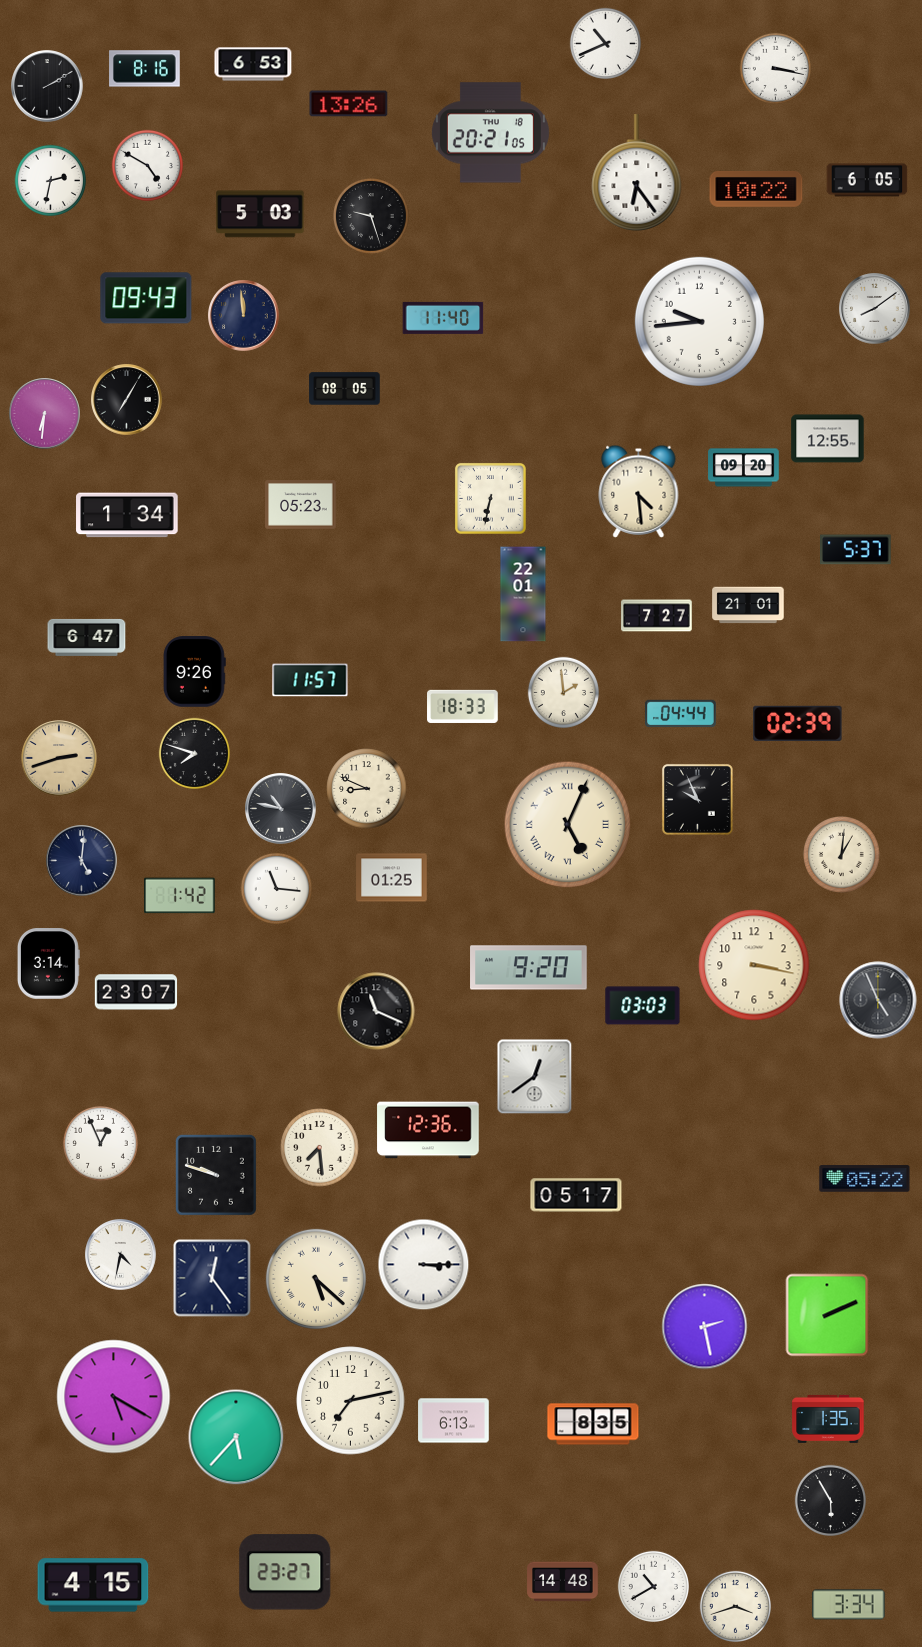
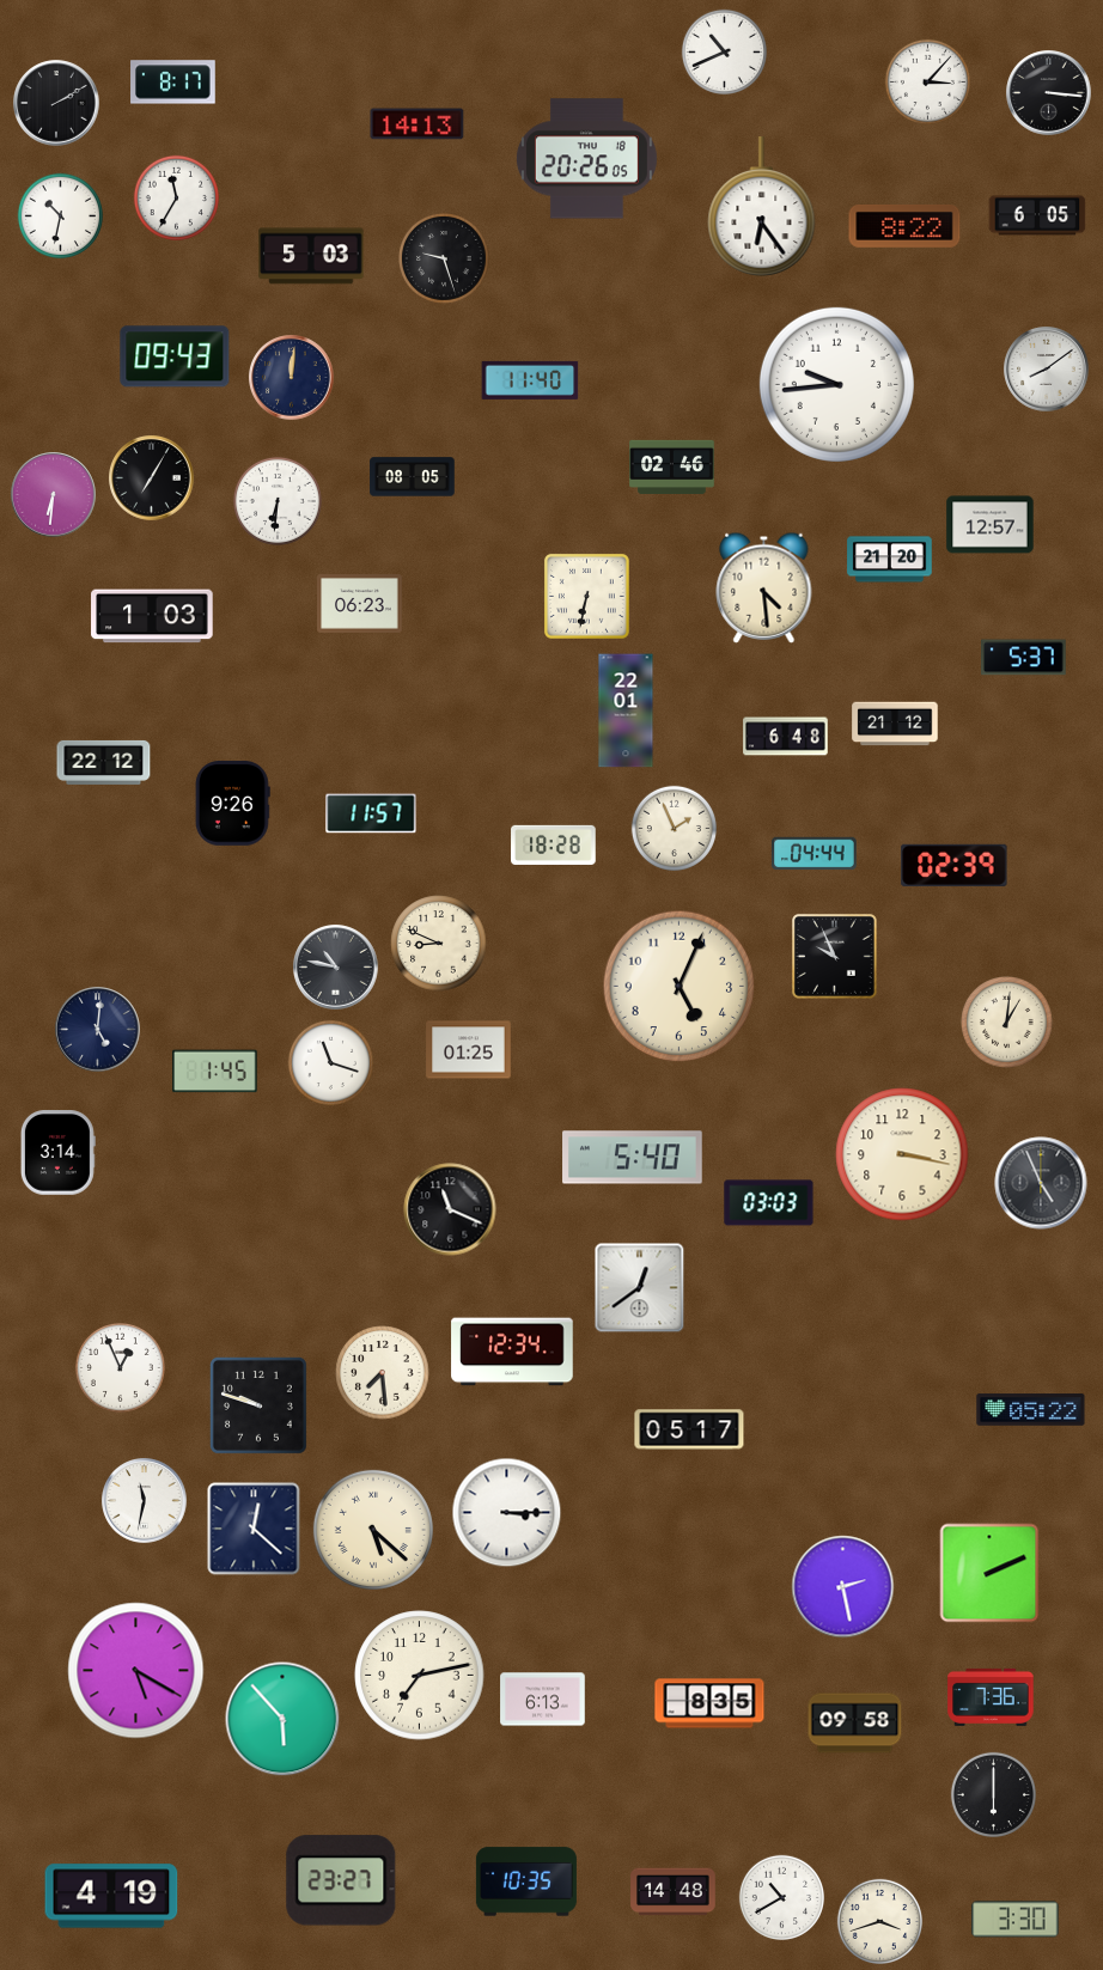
clock at (253, 64): 6:53 -> none
clock at (775, 68): 3:17 -> 3:07
clock at (145, 69): 8:16 -> 8:17
clock at (1049, 93): none -> 3:16
clock at (349, 104): 13:26 -> 14:13
clock at (490, 133): 20:21 -> 20:26
clock at (147, 165): 4:50 -> 11:35
clock at (50, 180): 2:32 -> 10:32
clock at (756, 190): 10:22 -> 8:22
clock at (244, 316): 11:59 -> 12:01
clock at (345, 389) position: (345, 389) -> (413, 477)
clock at (672, 466): none -> 02:46
clock at (278, 501): none -> 6:31
clock at (828, 439): 12:55 -> 12:57
clock at (744, 468): 09:20 -> 21:20
clock at (301, 505): 05:23 -> 06:23
clock at (127, 515): 1:34 -> 1:03
clock at (748, 605): 21:01 -> 21:12
clock at (657, 616): 7:27 -> 6:48
clock at (87, 637): 6:47 -> 22:12
clock at (563, 692): 1:59 -> 1:56
clock at (463, 706): 18:33 -> 18:28
clock at (194, 753): 7:48 -> none
clock at (59, 758): 2:42 -> none
clock at (568, 825) numerals: Roman -> Arabic
clock at (276, 888): 11:16 -> 11:18
clock at (180, 896): 1:42 -> 1:45
clock at (529, 968): 9:20 -> 5:40
clock at (136, 992): 23:07 -> none
clock at (878, 1000) position: (878, 1000) -> (1041, 1183)
clock at (428, 1130): 12:36 -> 12:34
clock at (865, 1179) position: (865, 1179) -> (1031, 1410)
clock at (121, 1255): 4:32 -> 11:32
clock at (212, 1278): 12:24 -> 12:22
clock at (316, 1279) position: (316, 1279) -> (373, 1530)
clock at (828, 1419): 1:35 -> 7:36
clock at (236, 1437): 5:37 -> 5:53
clock at (855, 1724): none -> 09:58
clock at (830, 1500): 5:55 -> 6:00
clock at (526, 1881): none -> 10:35
clock at (93, 1585): 4:15 -> 4:19
clock at (849, 1605): 3:34 -> 3:30
